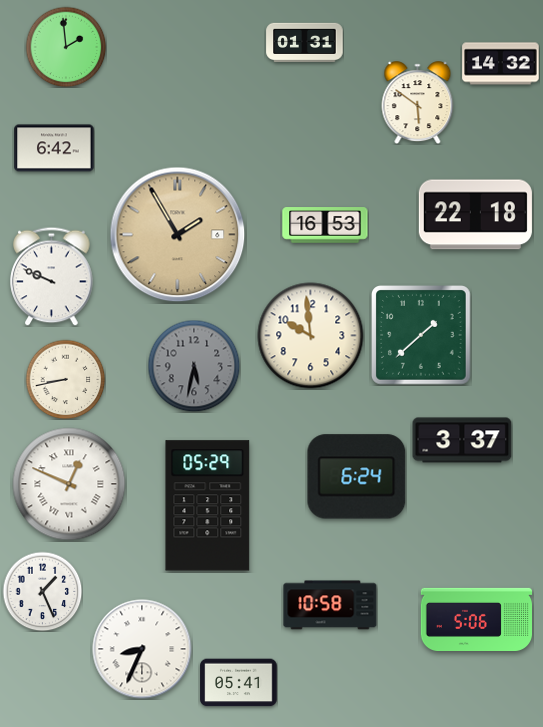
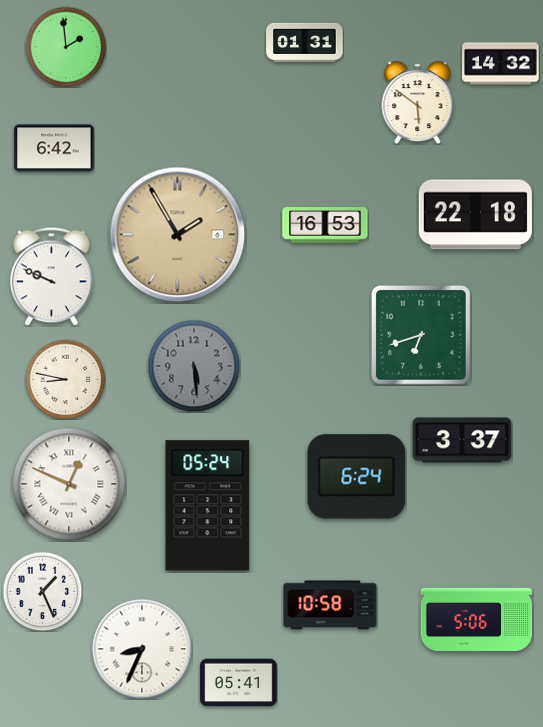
clock at (421, 335): 1:38 -> 6:42
clock at (311, 336): 9:59 -> none
clock at (194, 366): 5:32 -> 5:29
clock at (65, 379): 8:43 -> 8:47
clock at (208, 506): 05:29 -> 05:24
